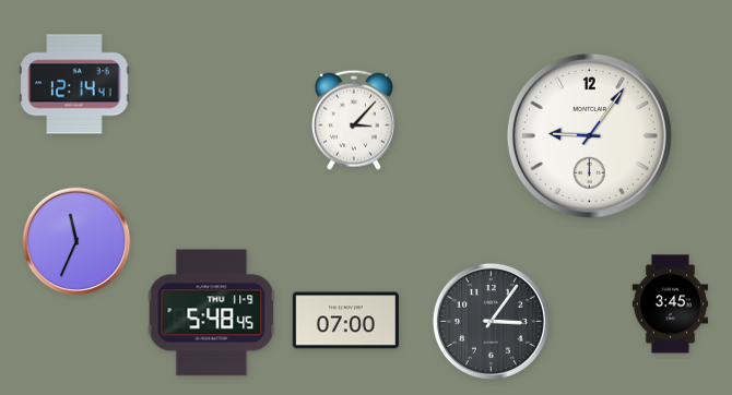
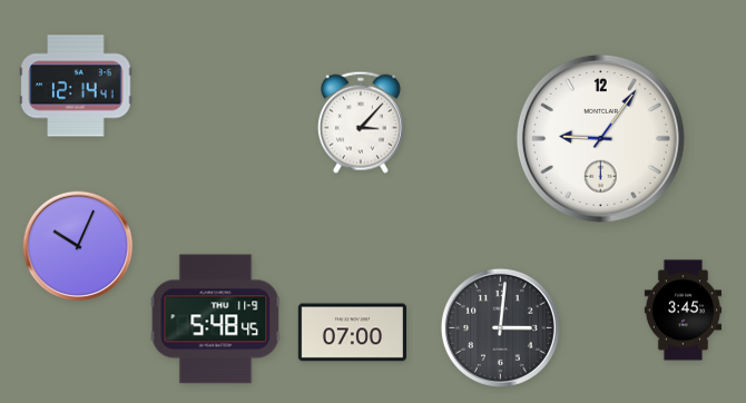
clock at (76, 241): 11:34 -> 10:04
clock at (345, 321) position: (345, 321) -> (352, 333)
clock at (491, 321): 3:06 -> 3:01
